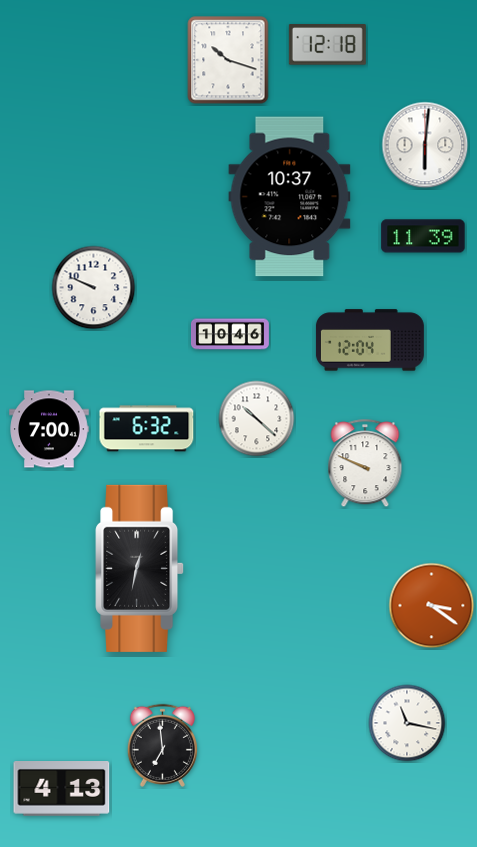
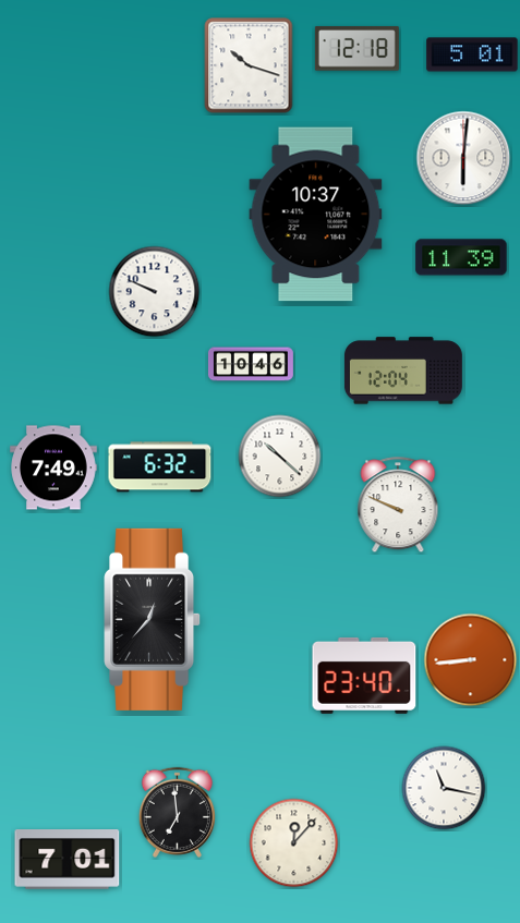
clock at (472, 54): none -> 5:01
clock at (94, 288) position: (94, 288) -> (155, 292)
clock at (49, 429): 7:00 -> 7:49
clock at (140, 568): 12:32 -> 12:37
clock at (432, 606): 3:21 -> 8:44
clock at (364, 676): none -> 23:40
clock at (294, 843): none -> 12:07
clock at (62, 789): 4:13 -> 7:01
